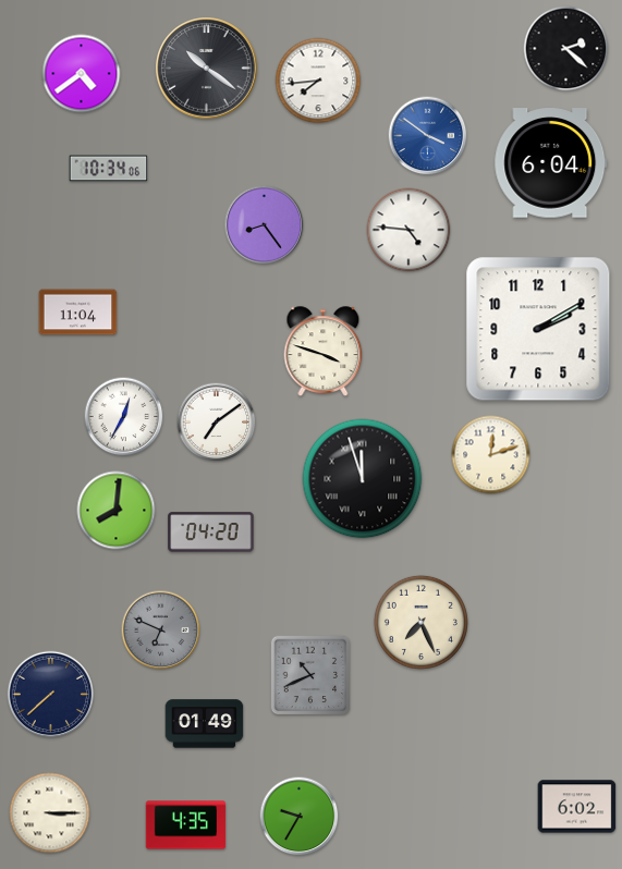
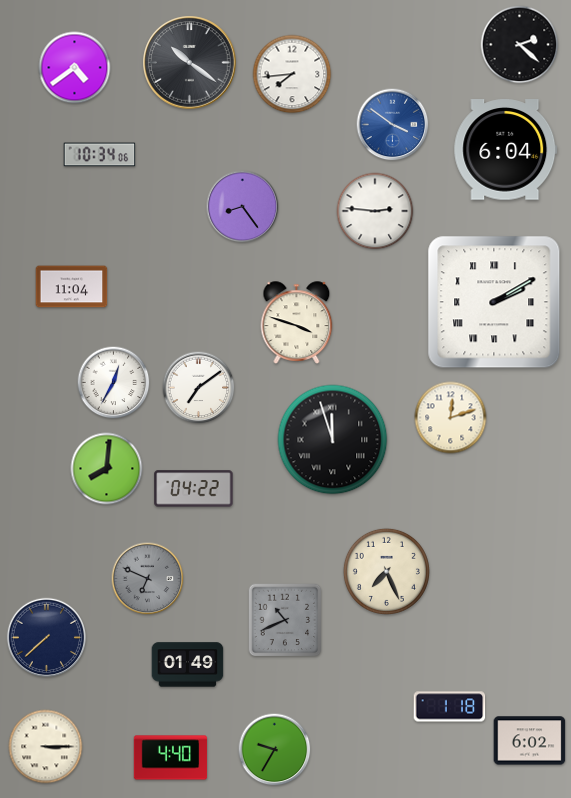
clock at (408, 230): 4:46 -> 2:46
clock at (538, 329) numerals: Arabic -> Roman
clock at (211, 533): 04:20 -> 04:22
clock at (450, 707): none -> 1:18
clock at (186, 825): 4:35 -> 4:40
